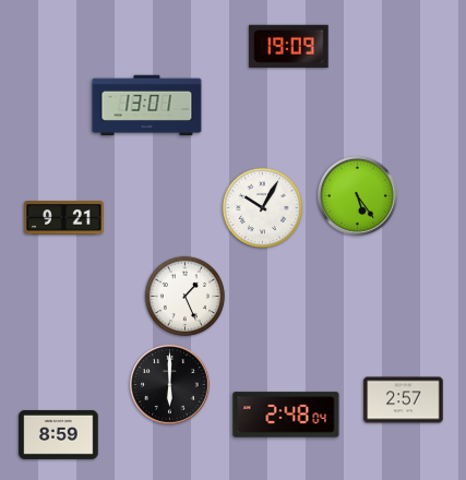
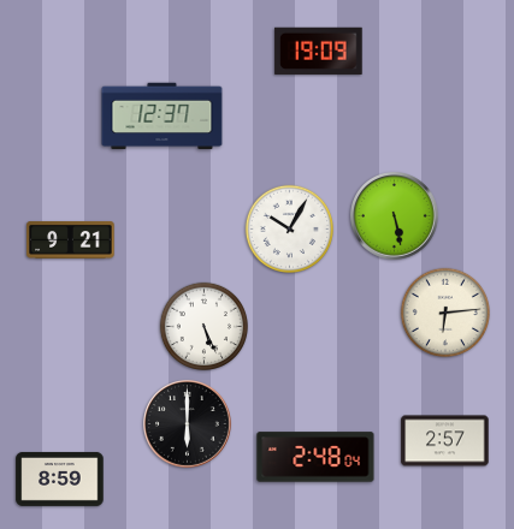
clock at (147, 106): 13:01 -> 12:37
clock at (358, 196): 5:24 -> 5:28
clock at (444, 311): none -> 6:14
clock at (184, 296): 1:26 -> 5:26
clock at (59, 434) position: (59, 434) -> (60, 479)
